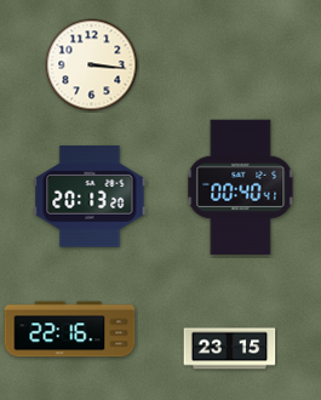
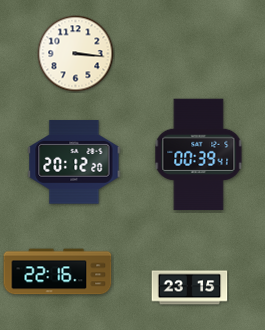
clock at (241, 188): 00:40 -> 00:39
clock at (90, 196): 20:13 -> 20:12
